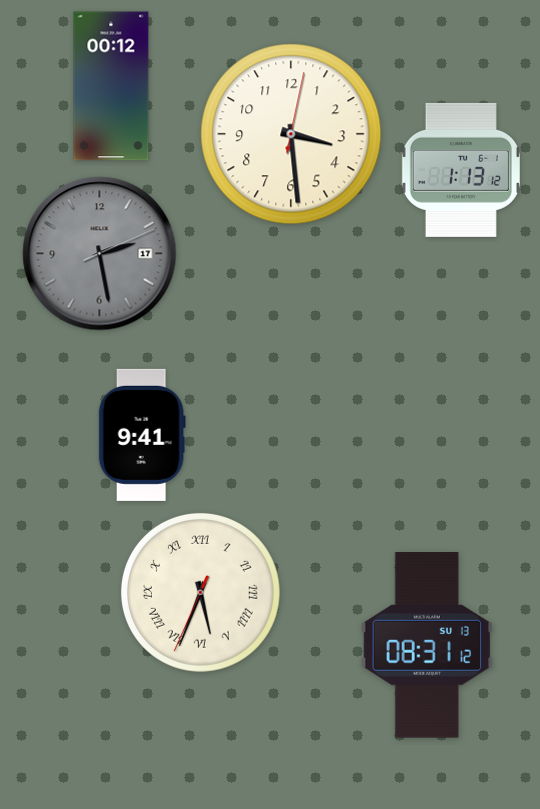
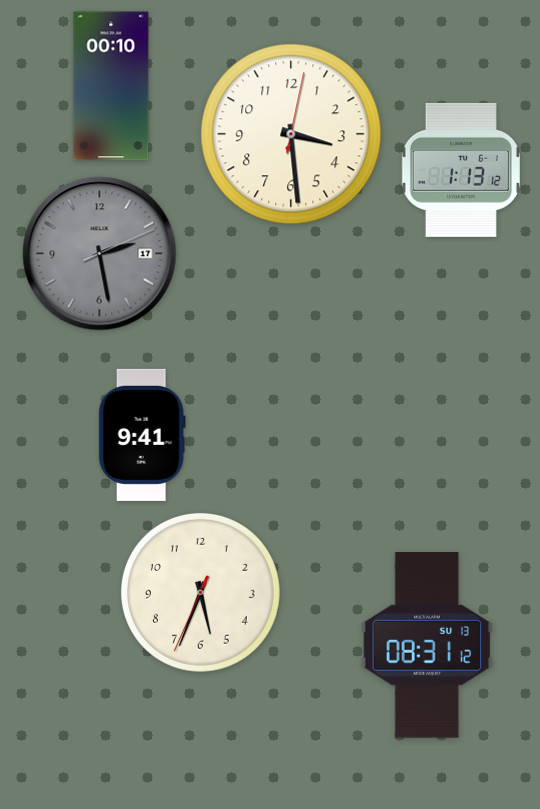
clock at (111, 86): 00:12 -> 00:10
clock at (200, 592) numerals: Roman -> Arabic
